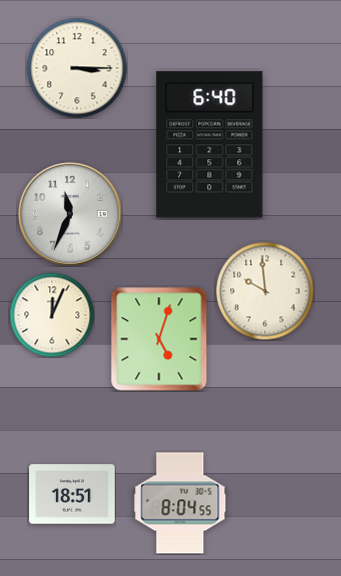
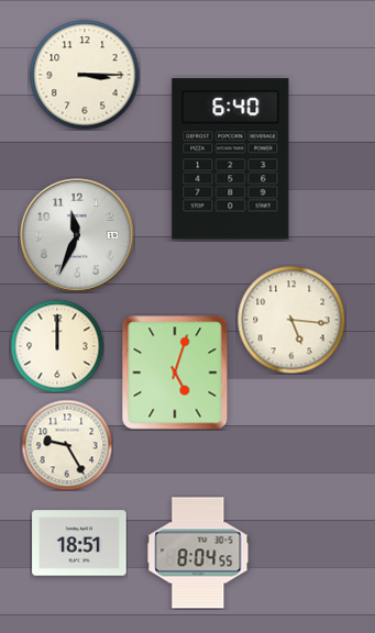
clock at (265, 291): 9:59 -> 5:16
clock at (52, 315): 12:04 -> 12:00
clock at (67, 445): none -> 9:25
